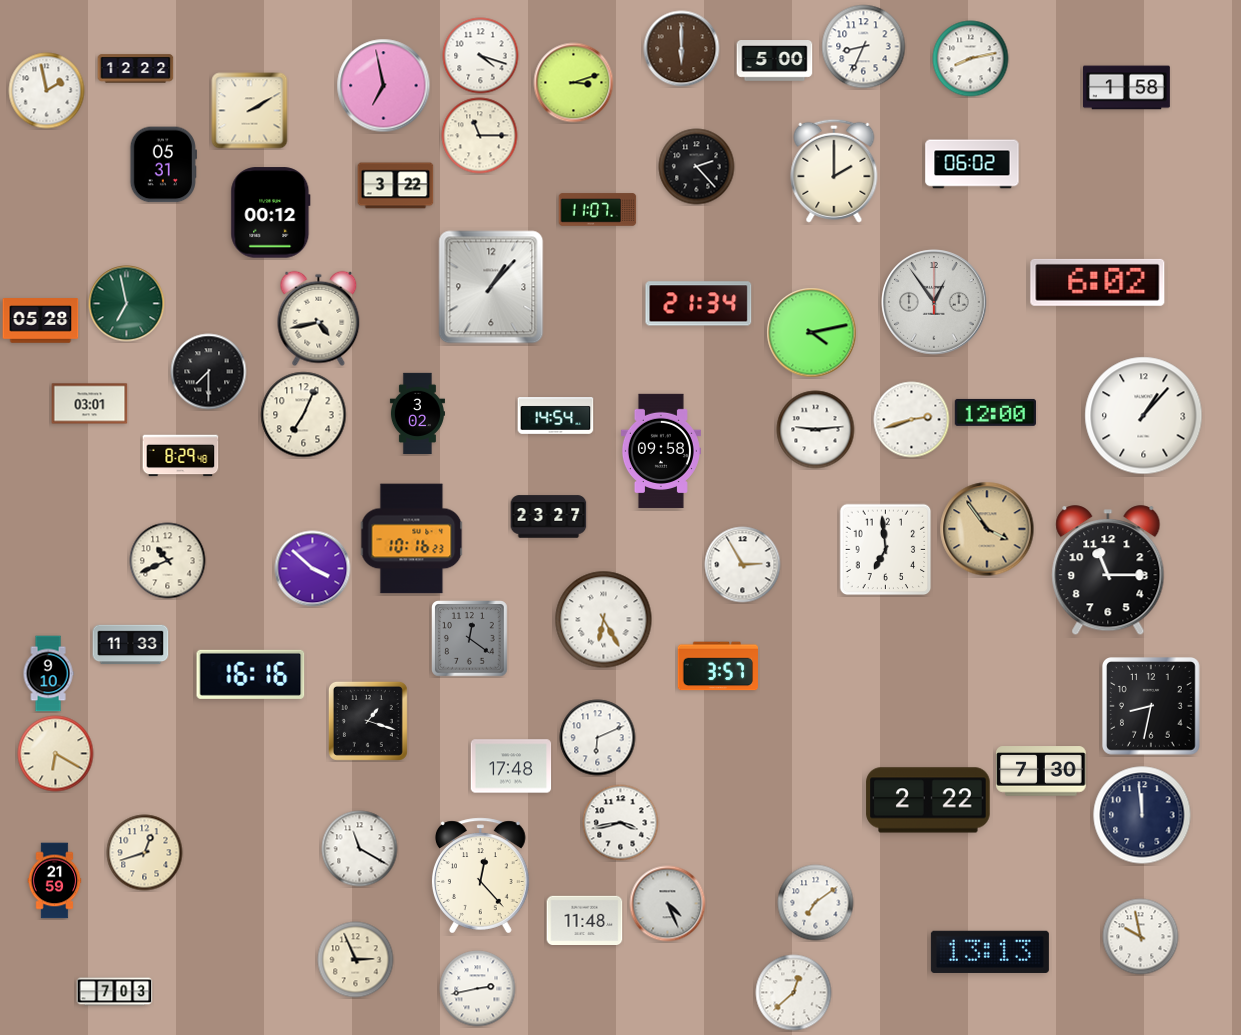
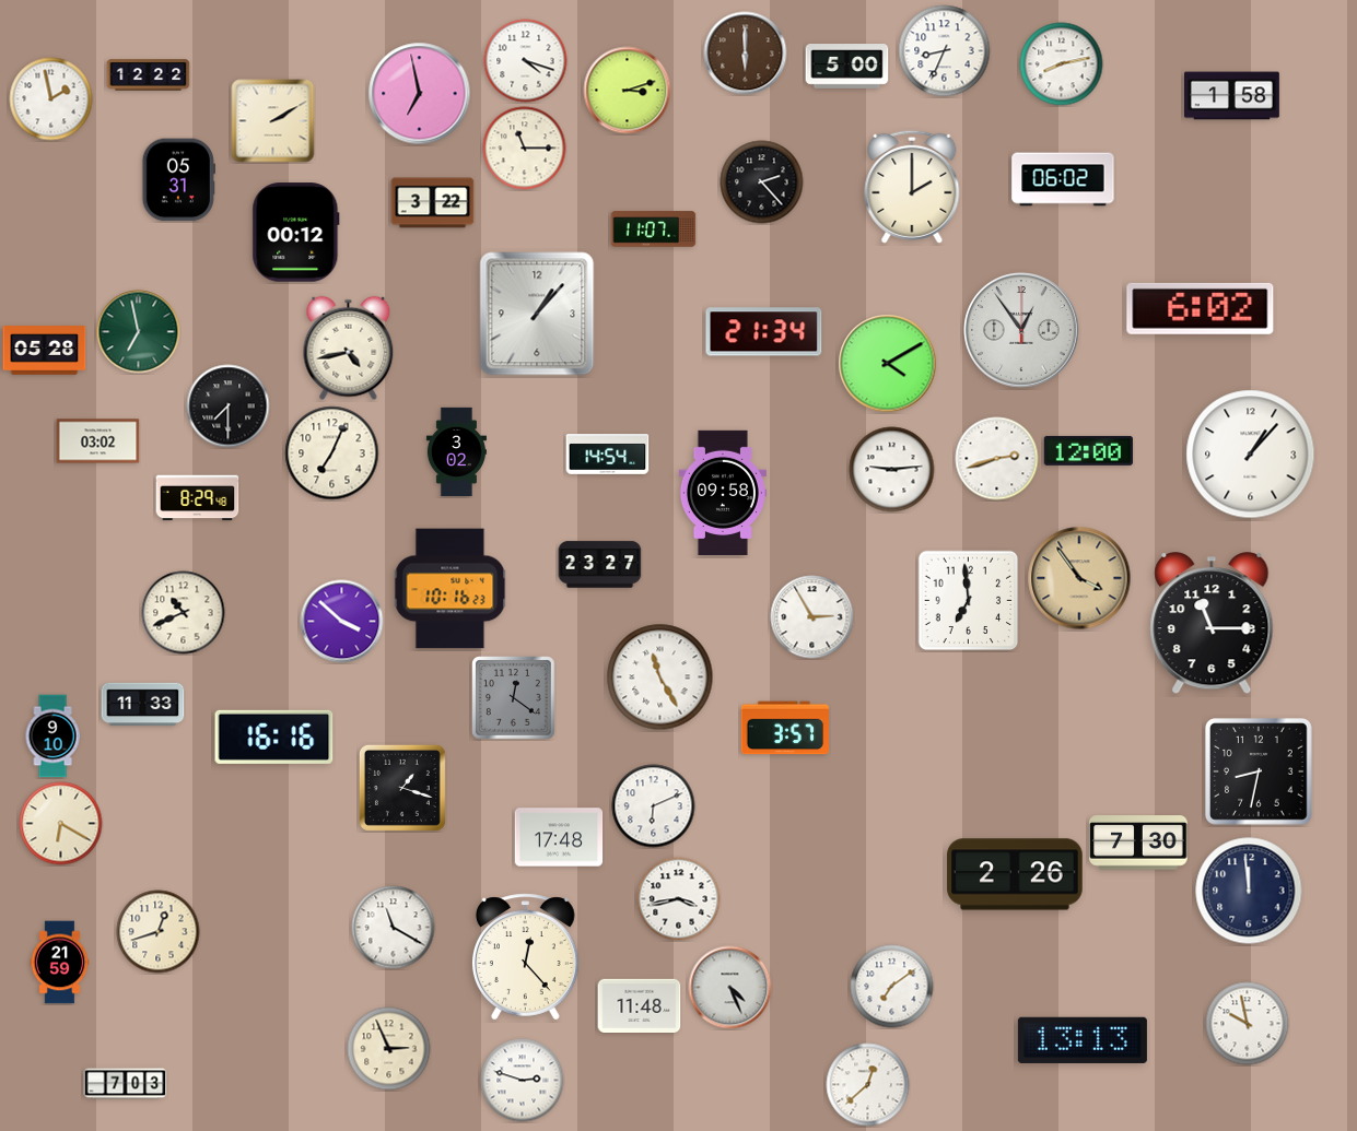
clock at (812, 333): 4:13 -> 4:10
clock at (90, 404): 03:01 -> 03:02
clock at (604, 620): 6:25 -> 11:25
clock at (928, 800): 2:22 -> 2:26
clock at (478, 989): 2:43 -> 2:48
